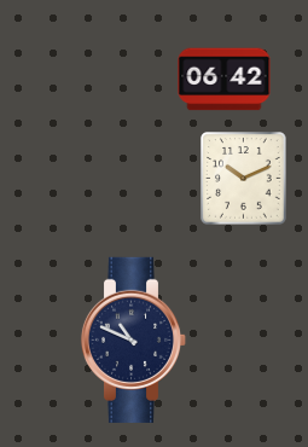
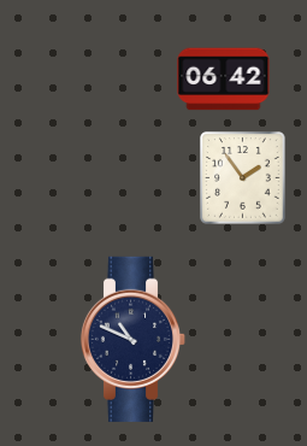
clock at (244, 179): 10:11 -> 1:54
